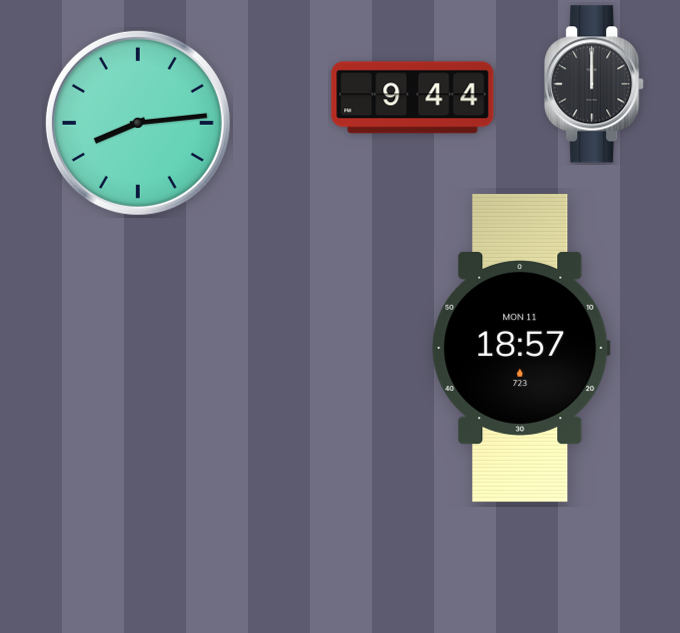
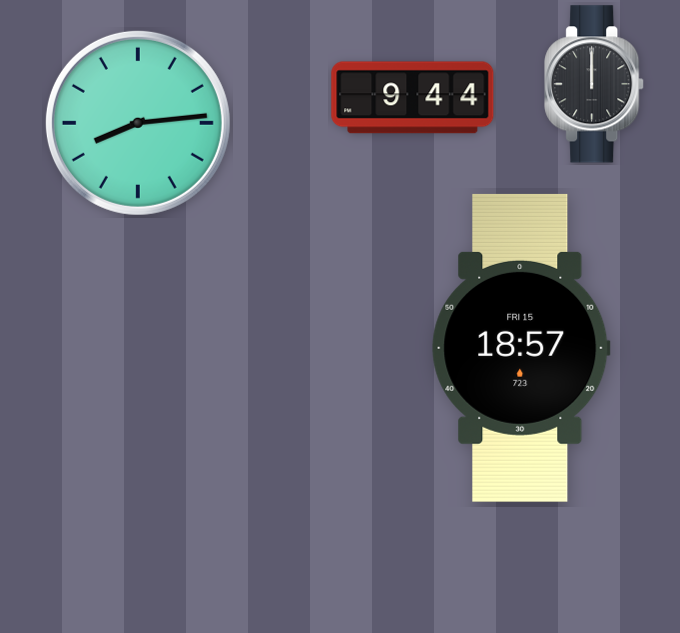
clock at (521, 348) date: MON 11 -> FRI 15
